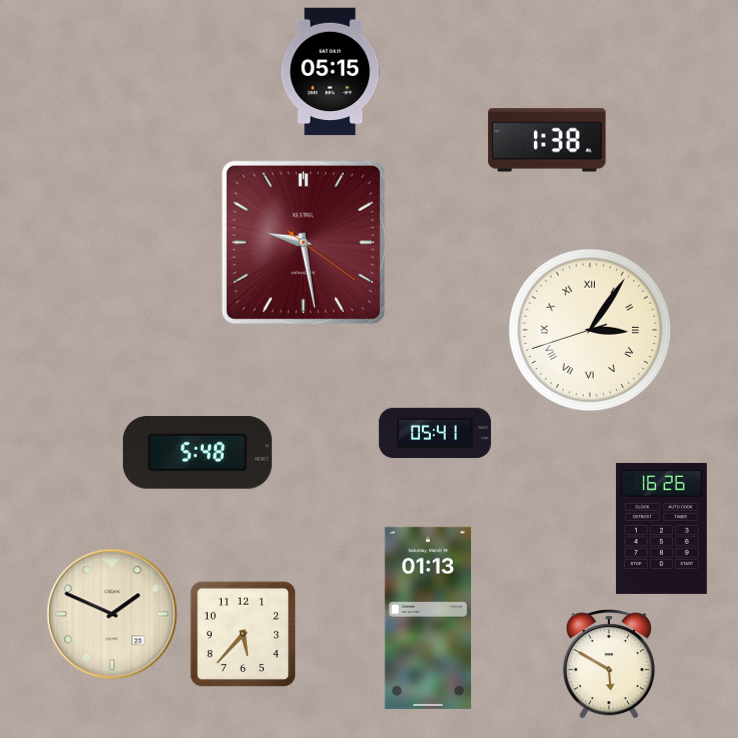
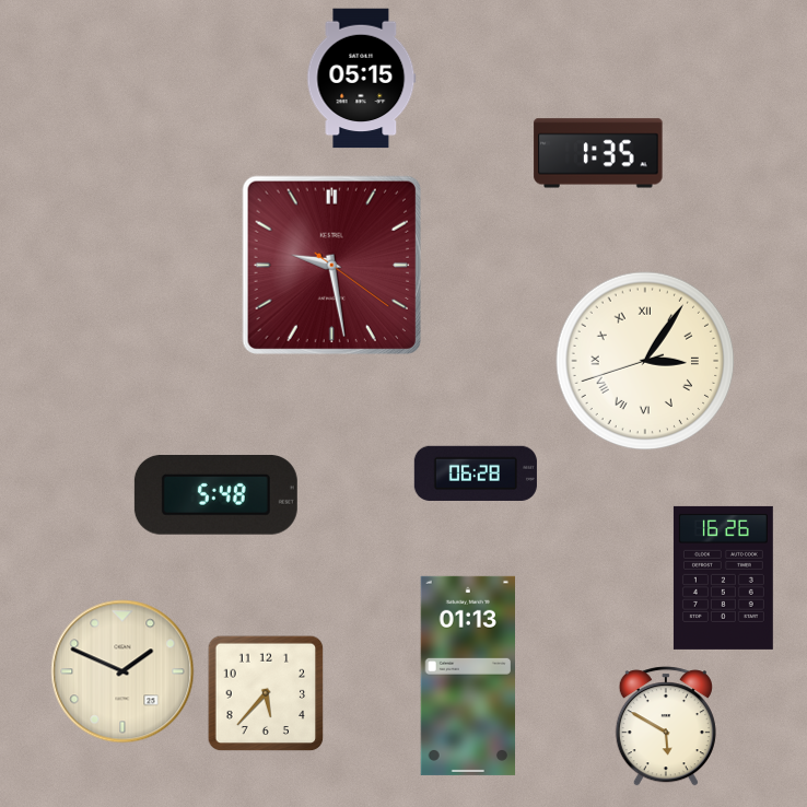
clock at (547, 140): 1:38 -> 1:35
clock at (435, 433): 05:41 -> 06:28
